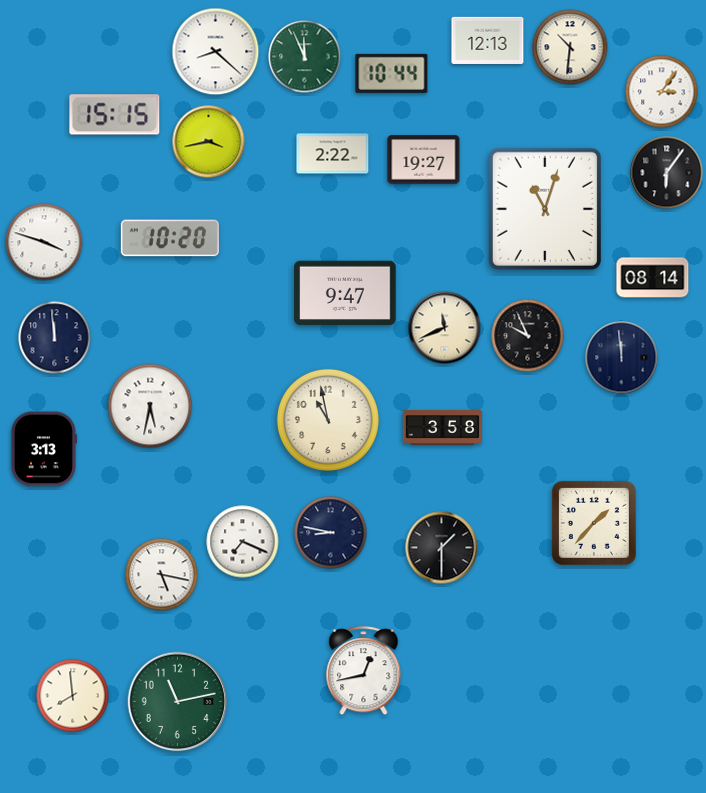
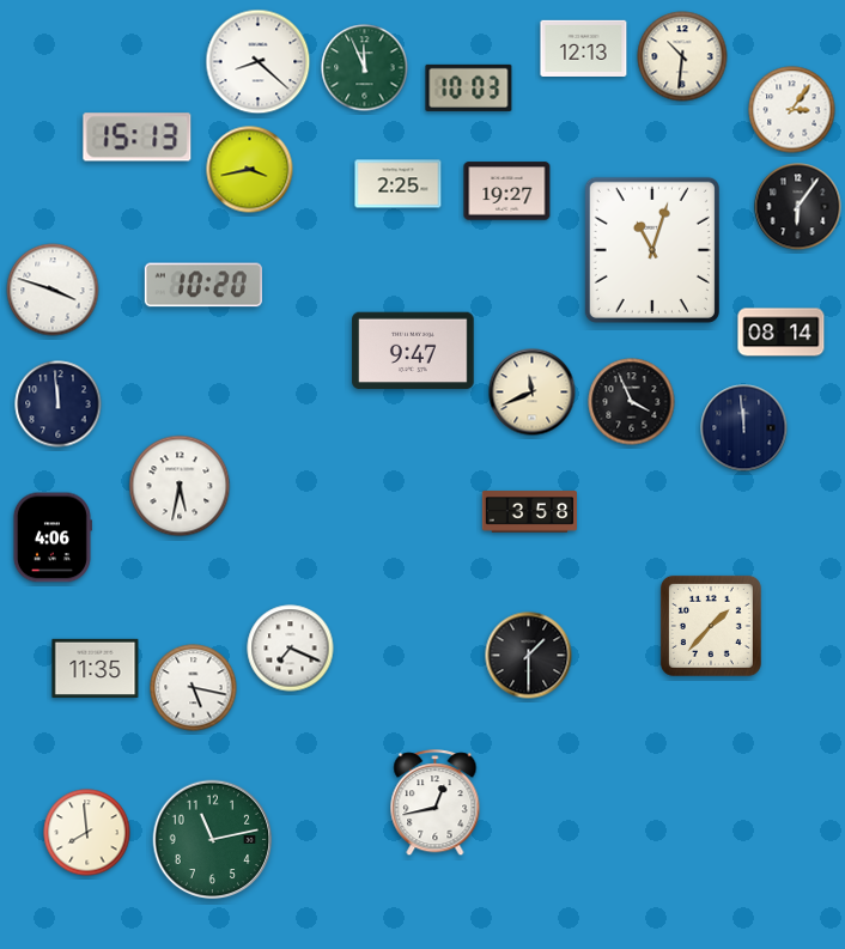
clock at (392, 73): 10:44 -> 10:03
clock at (115, 115): 15:15 -> 15:13
clock at (333, 154): 2:22 -> 2:25
clock at (528, 336): 9:56 -> 3:56
clock at (55, 338) position: (55, 338) -> (59, 404)
clock at (328, 420): 10:58 -> none
clock at (43, 449): 3:13 -> 4:06
clock at (331, 533): 8:47 -> none
clock at (96, 668): none -> 11:35
